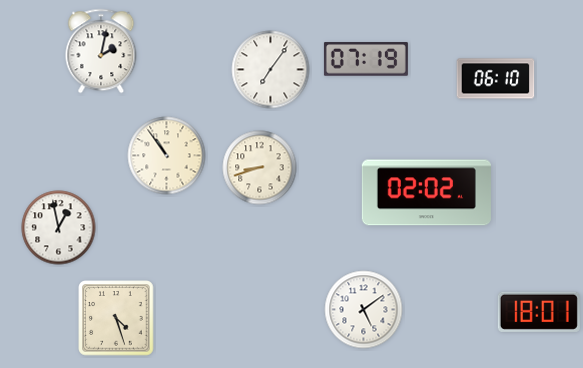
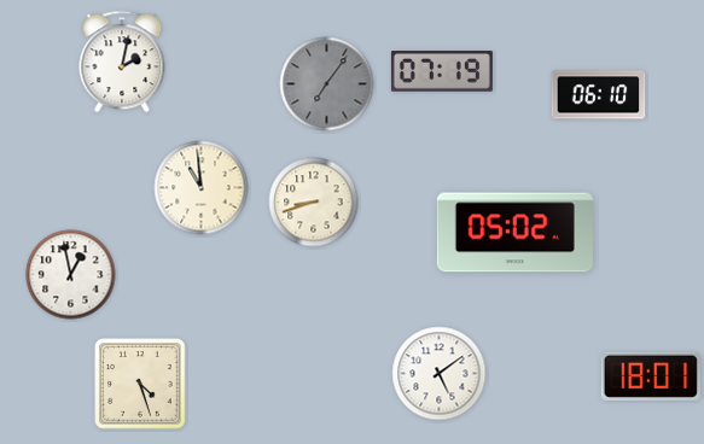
clock at (271, 70) dial: white -> grey
clock at (167, 156): 10:54 -> 10:59
clock at (426, 193): 02:02 -> 05:02
